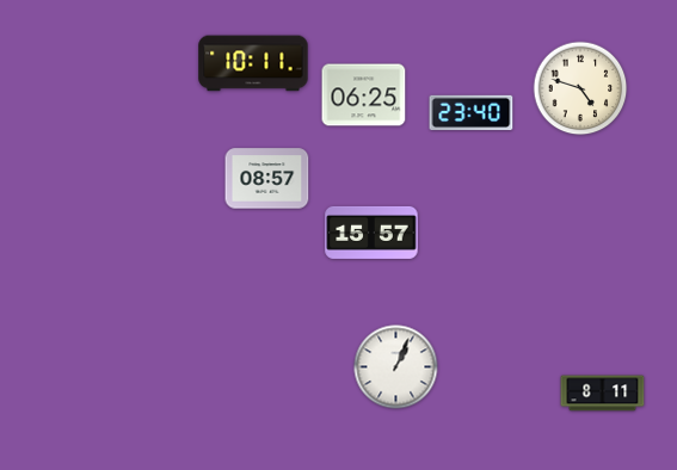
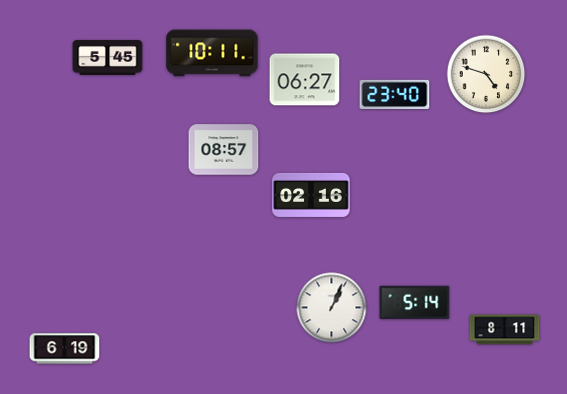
clock at (108, 57): none -> 5:45
clock at (364, 95): 06:25 -> 06:27
clock at (371, 233): 15:57 -> 02:16
clock at (415, 302): none -> 5:14
clock at (65, 349): none -> 6:19
